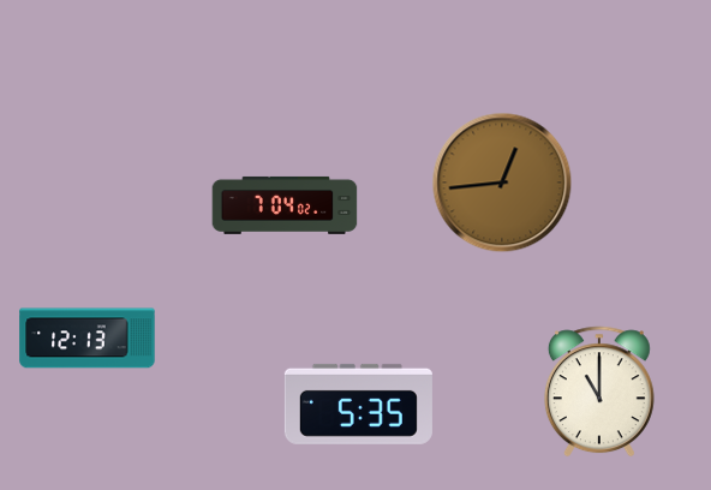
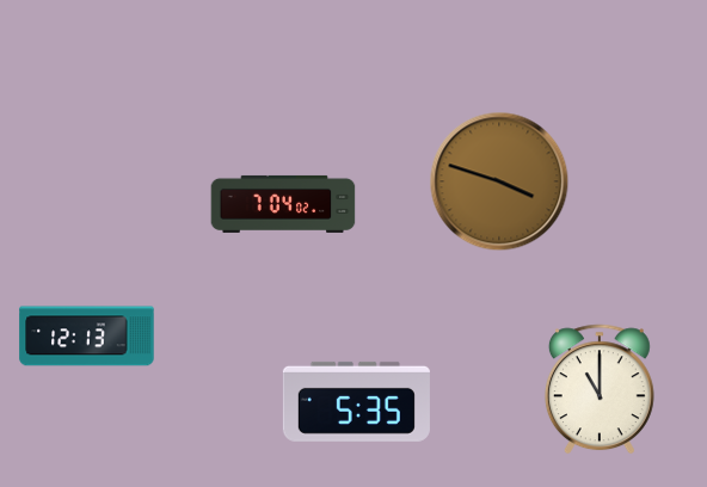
clock at (502, 183): 12:44 -> 3:48
clock at (599, 392) position: (599, 392) -> (600, 389)
